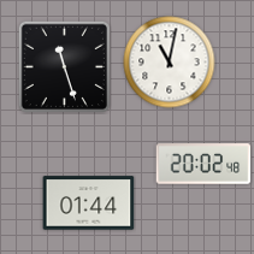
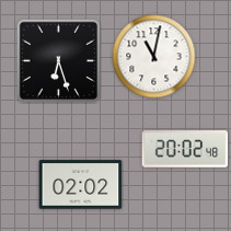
clock at (64, 66): 11:27 -> 6:27
clock at (89, 203): 01:44 -> 02:02
